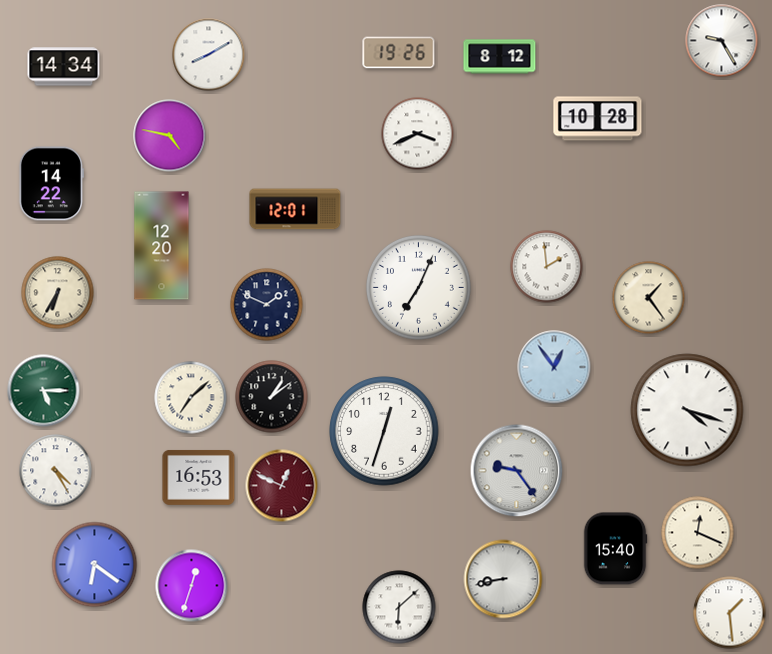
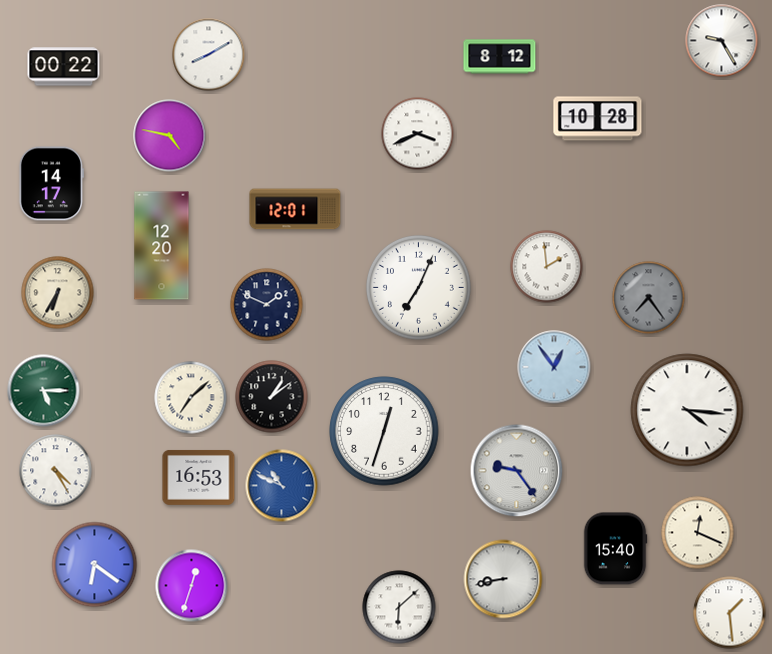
clock at (399, 53): 19:26 -> none
clock at (64, 67): 14:34 -> 00:22
clock at (51, 184): 14:22 -> 14:17
clock at (649, 298): 1:24 -> 7:24
clock at (649, 298) dial: cream -> grey
clock at (687, 410): 4:18 -> 4:16
clock at (282, 486): 12:49 -> 10:49
clock at (282, 486) dial: burgundy -> blue
